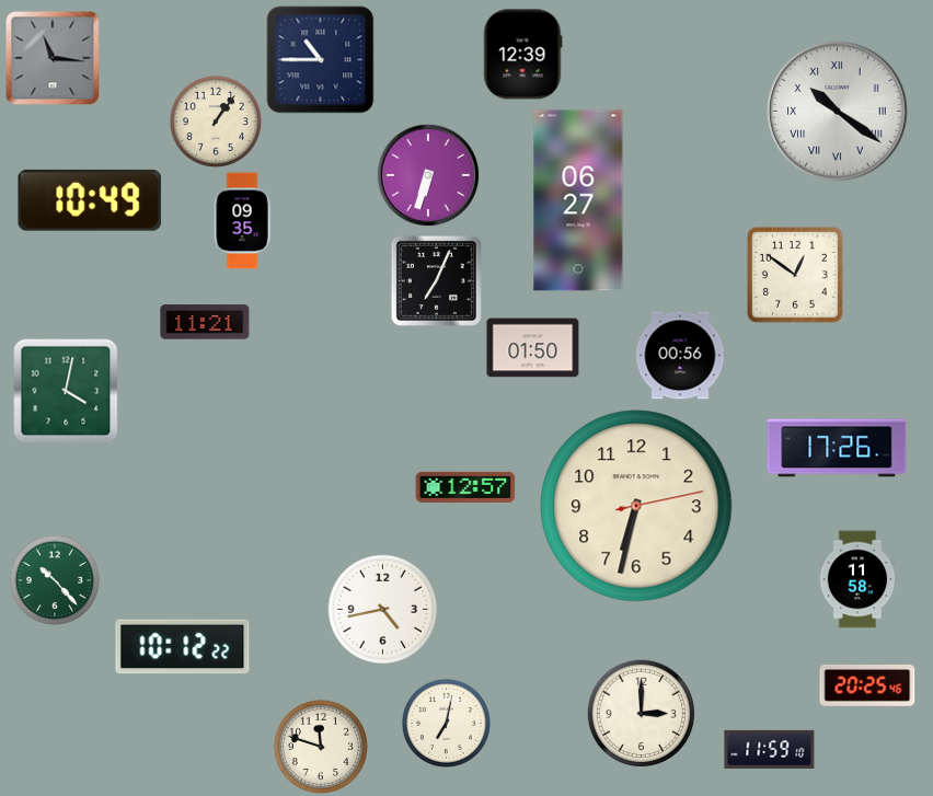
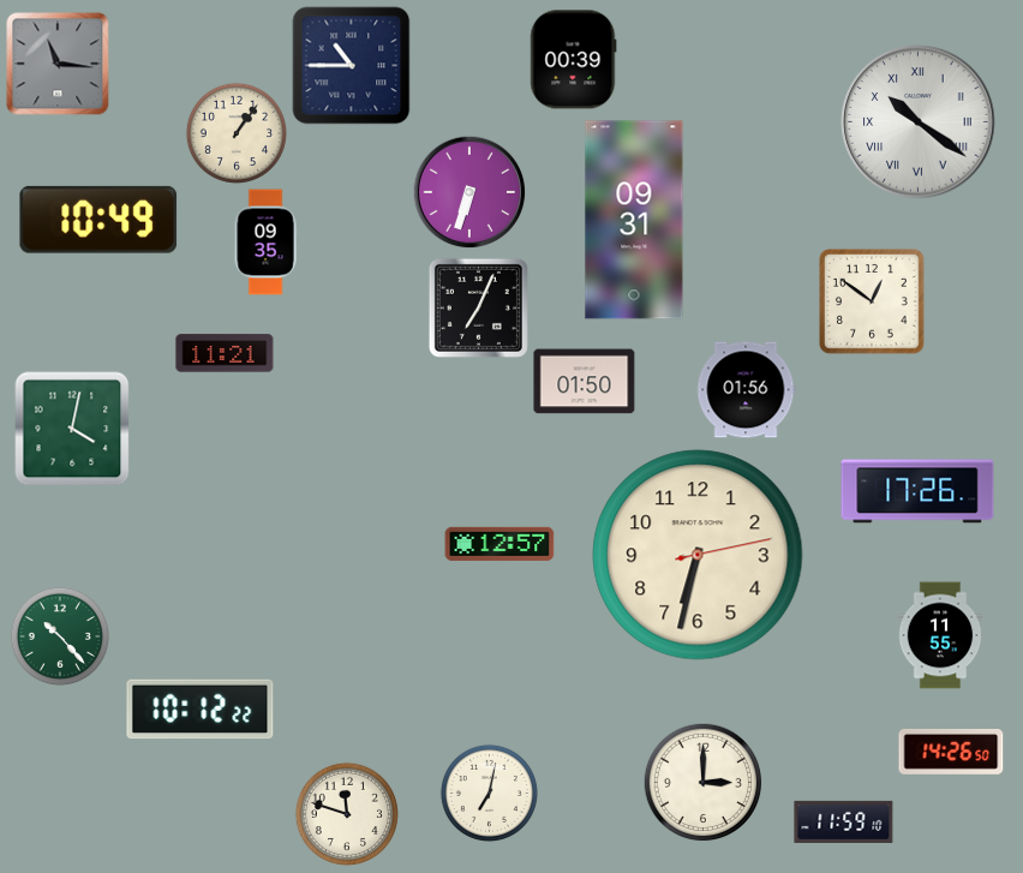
clock at (523, 55): 12:39 -> 00:39
clock at (578, 200): 06:27 -> 09:31
clock at (680, 356): 00:56 -> 01:56
clock at (465, 487) position: (465, 487) -> (499, 544)
clock at (857, 579): 11:58 -> 11:55
clock at (383, 610): 4:43 -> none
clock at (867, 685): 20:25 -> 14:26
clock at (321, 747) position: (321, 747) -> (347, 814)
